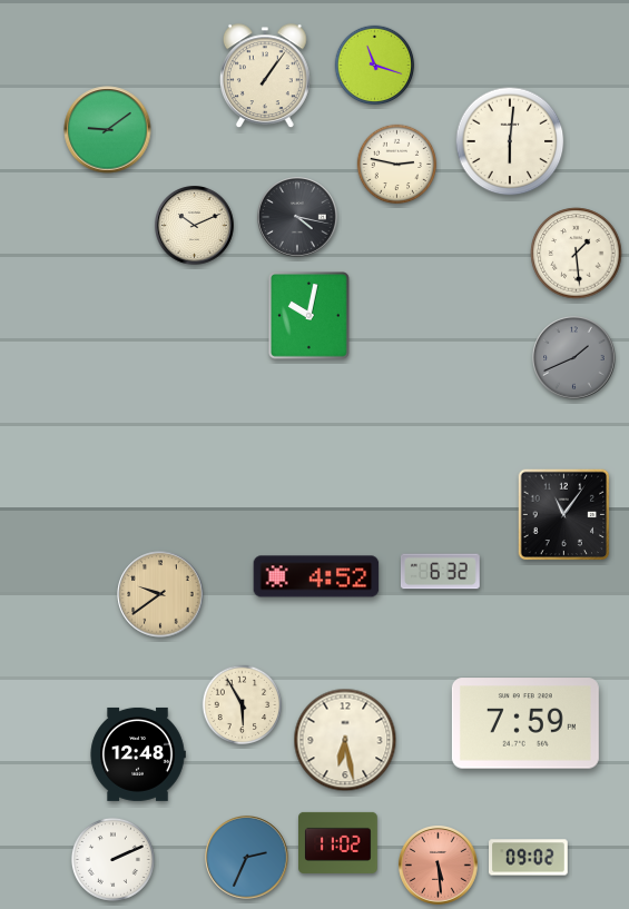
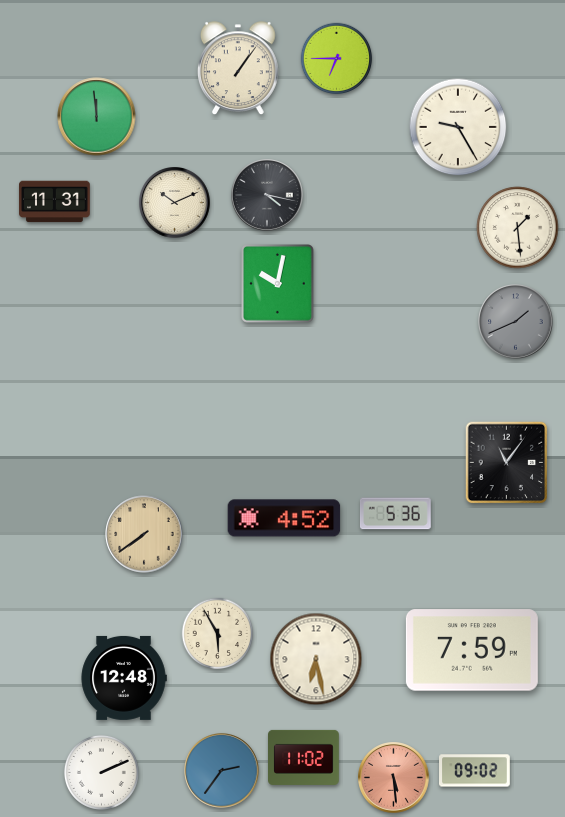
clock at (375, 66): 11:18 -> 6:45
clock at (108, 130): 9:09 -> 11:59
clock at (510, 141): 6:01 -> 9:25
clock at (397, 165): 2:47 -> none
clock at (55, 202): none -> 11:31
clock at (440, 572): 6:32 -> 5:36
clock at (160, 594): 9:39 -> 7:39
clock at (345, 740) position: (345, 740) -> (316, 659)
clock at (247, 858): 2:34 -> 2:36
